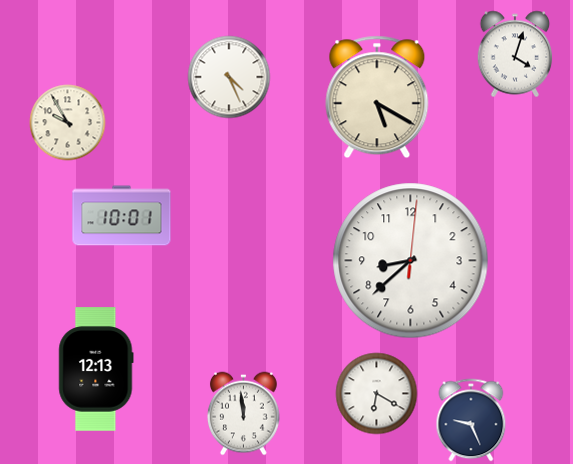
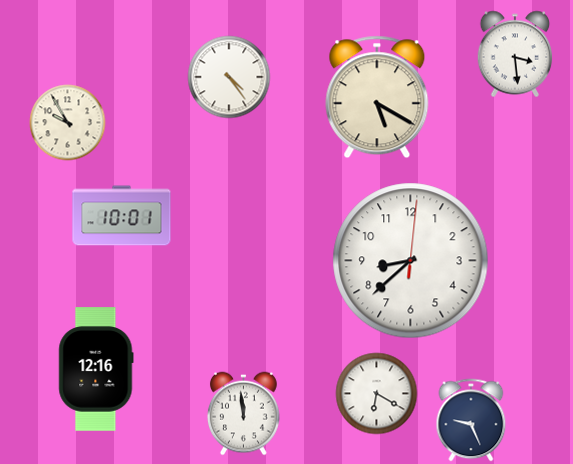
clock at (515, 54): 4:03 -> 3:29
clock at (229, 77): 4:26 -> 4:24
clock at (96, 369): 12:13 -> 12:16
